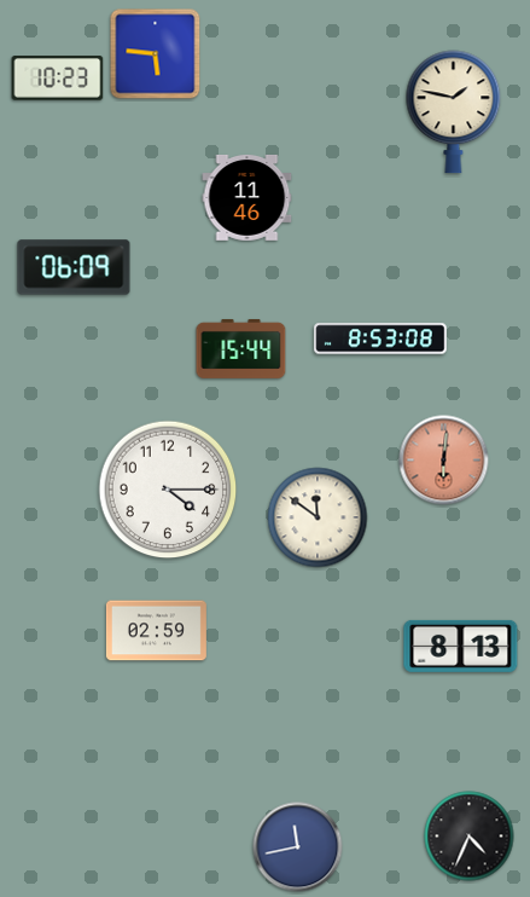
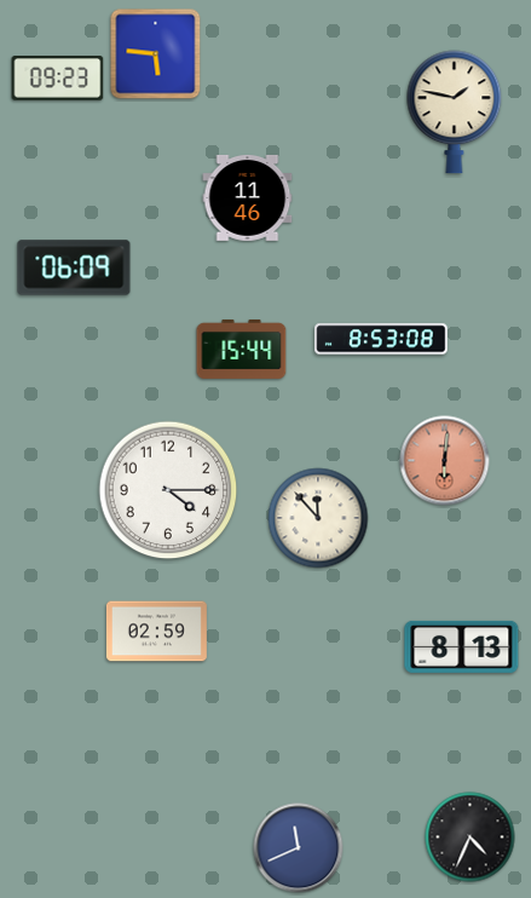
clock at (58, 79): 10:23 -> 09:23
clock at (318, 517): 11:51 -> 11:53
clock at (298, 847): 11:43 -> 11:41
